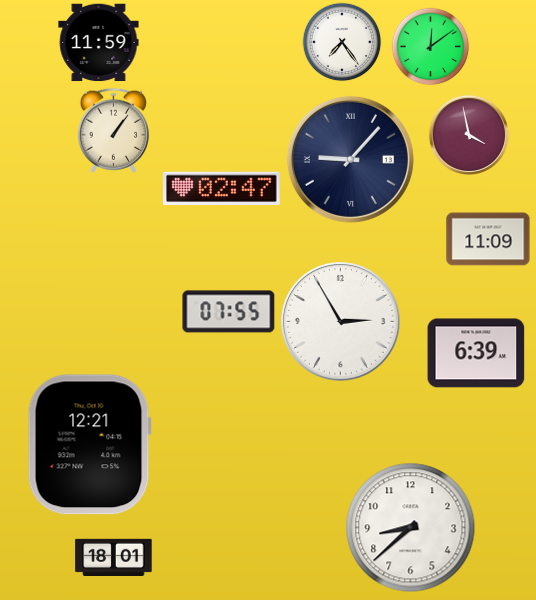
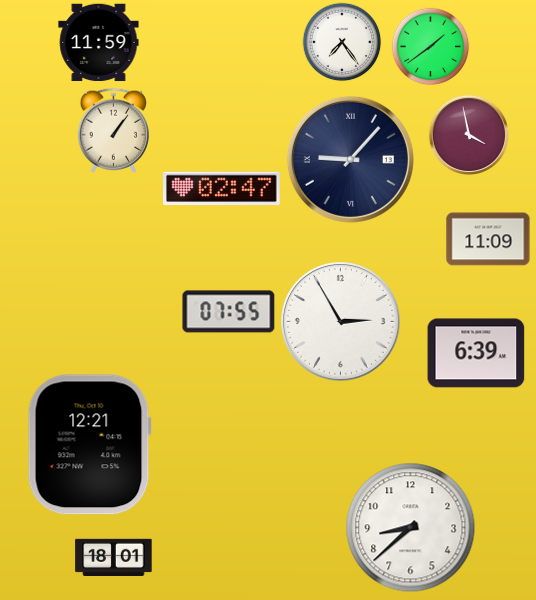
clock at (430, 46): 12:09 -> 1:39
